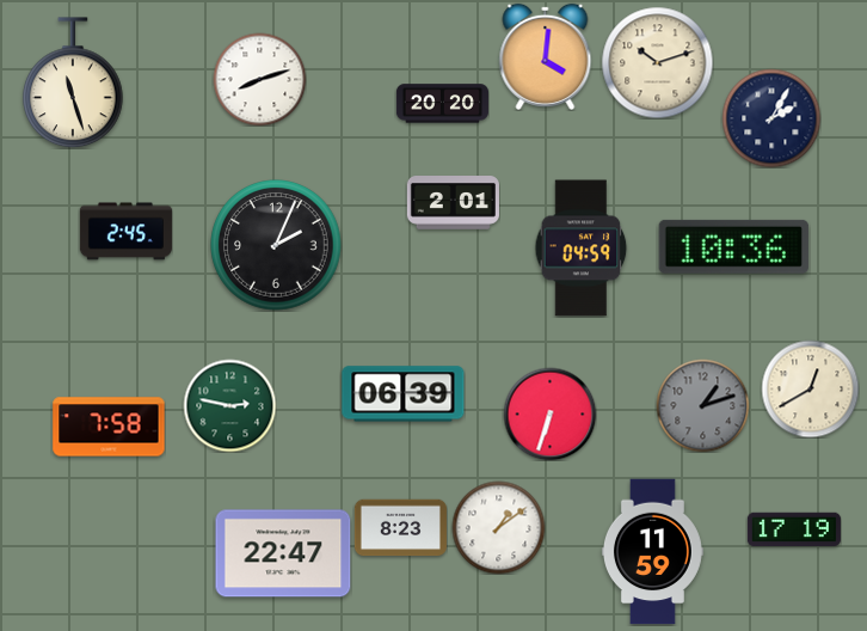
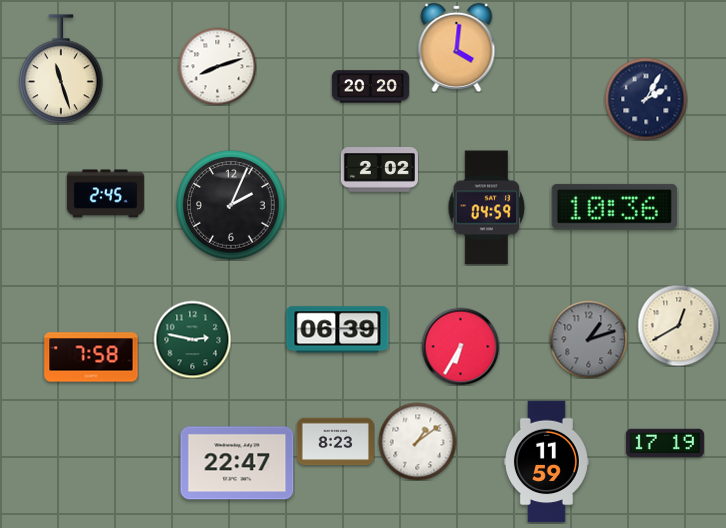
clock at (657, 62): 10:12 -> none
clock at (453, 203): 2:01 -> 2:02
clock at (549, 413): 6:33 -> 6:35
